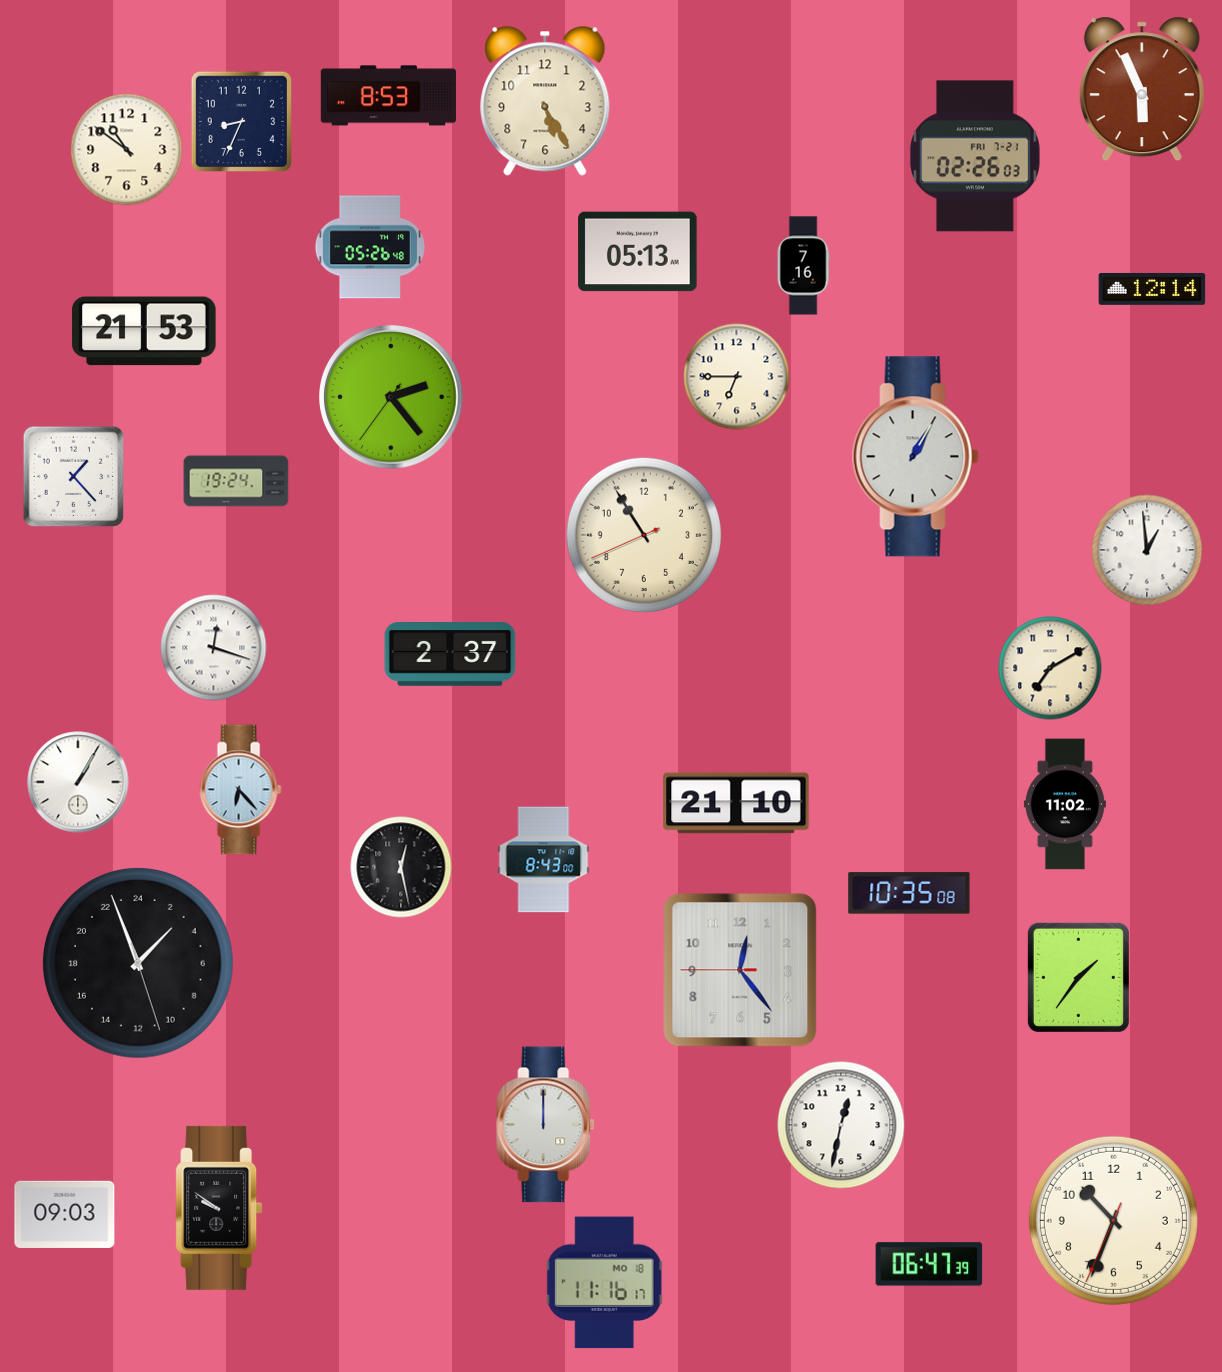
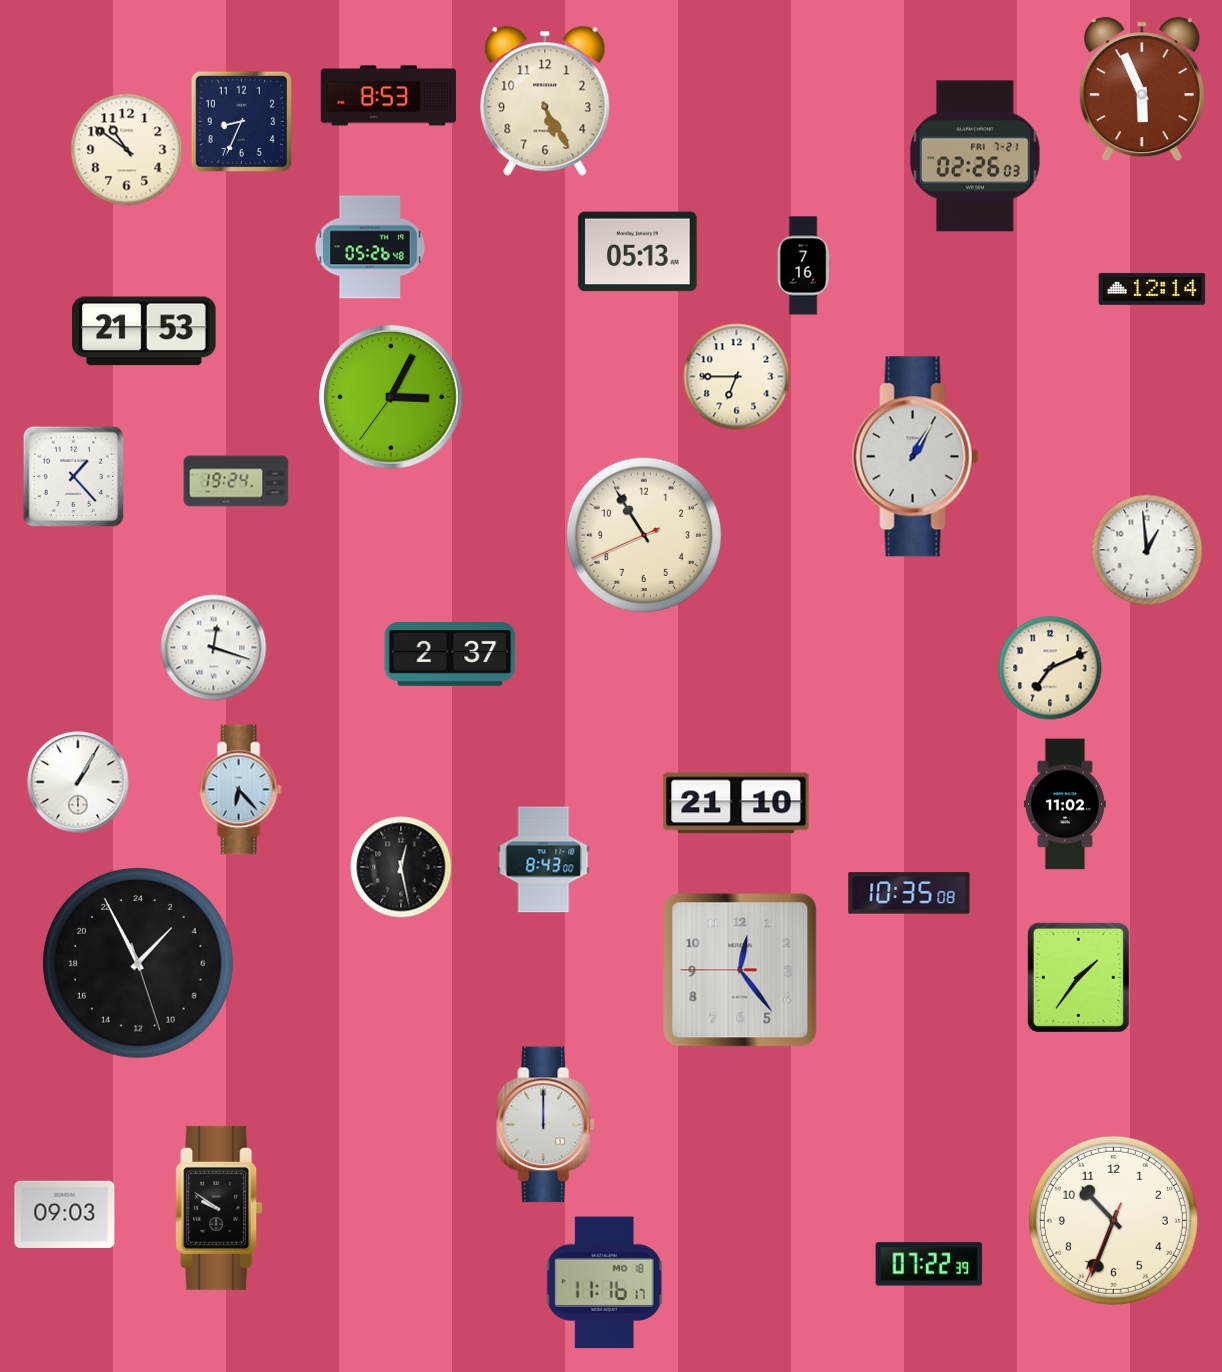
clock at (392, 398): 2:23 -> 3:04
clock at (1050, 668): 7:10 -> 7:11
clock at (138, 963): 2:56 -> 2:55
clock at (841, 1125): 12:32 -> none
clock at (929, 1264): 06:47 -> 07:22
